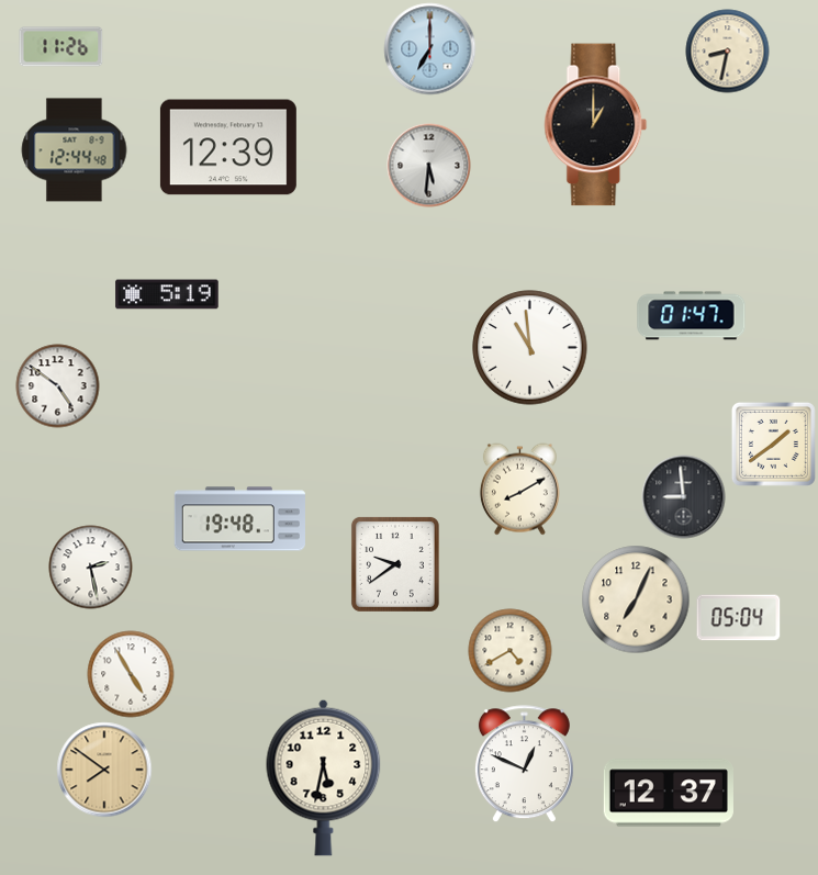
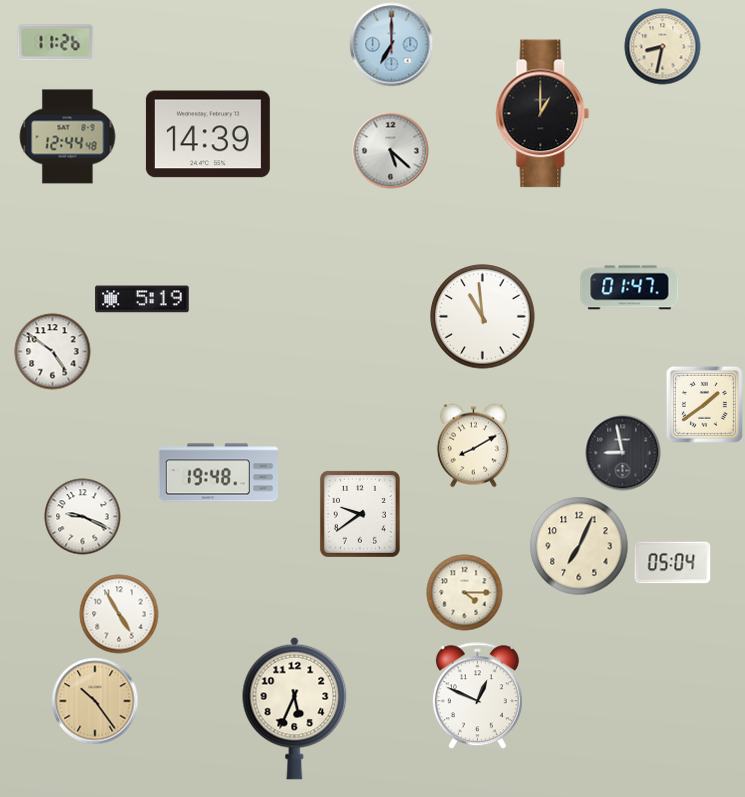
clock at (228, 147): 12:39 -> 14:39
clock at (429, 166): 5:31 -> 5:22
clock at (167, 294) position: (167, 294) -> (142, 299)
clock at (684, 497): 8:59 -> 8:58
clock at (91, 568): 2:28 -> 9:19
clock at (511, 651): 4:40 -> 4:15
clock at (104, 770): 7:51 -> 10:24
clock at (324, 777): 5:32 -> 5:34
clock at (669, 793): 12:37 -> none
